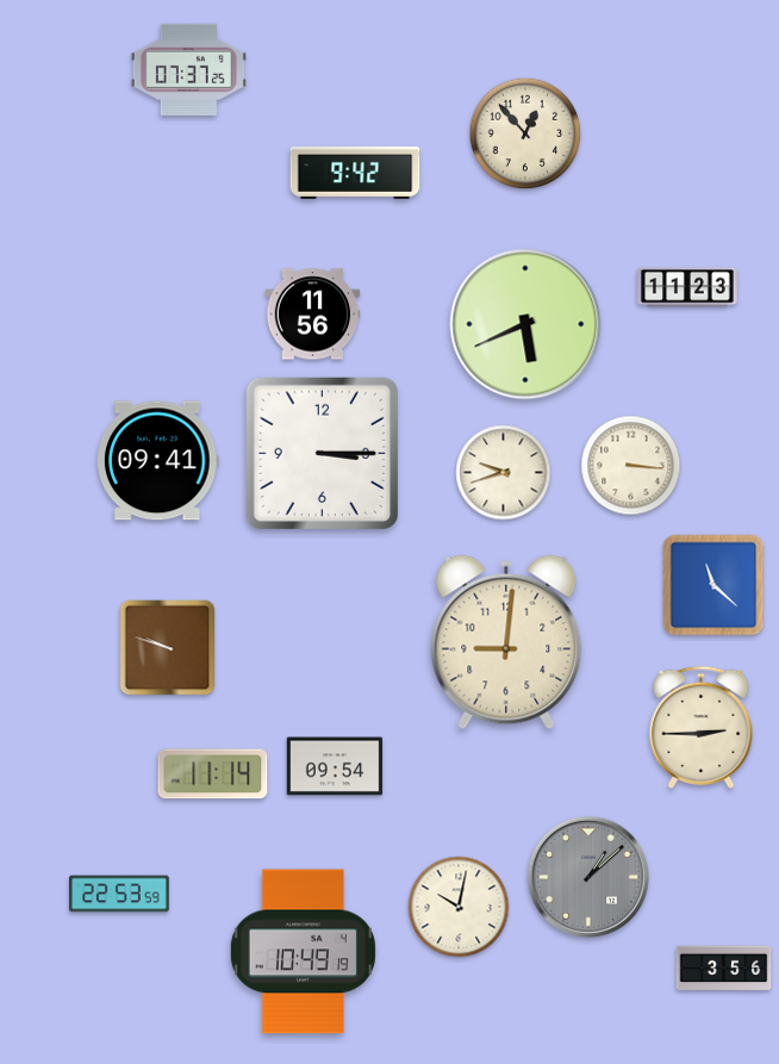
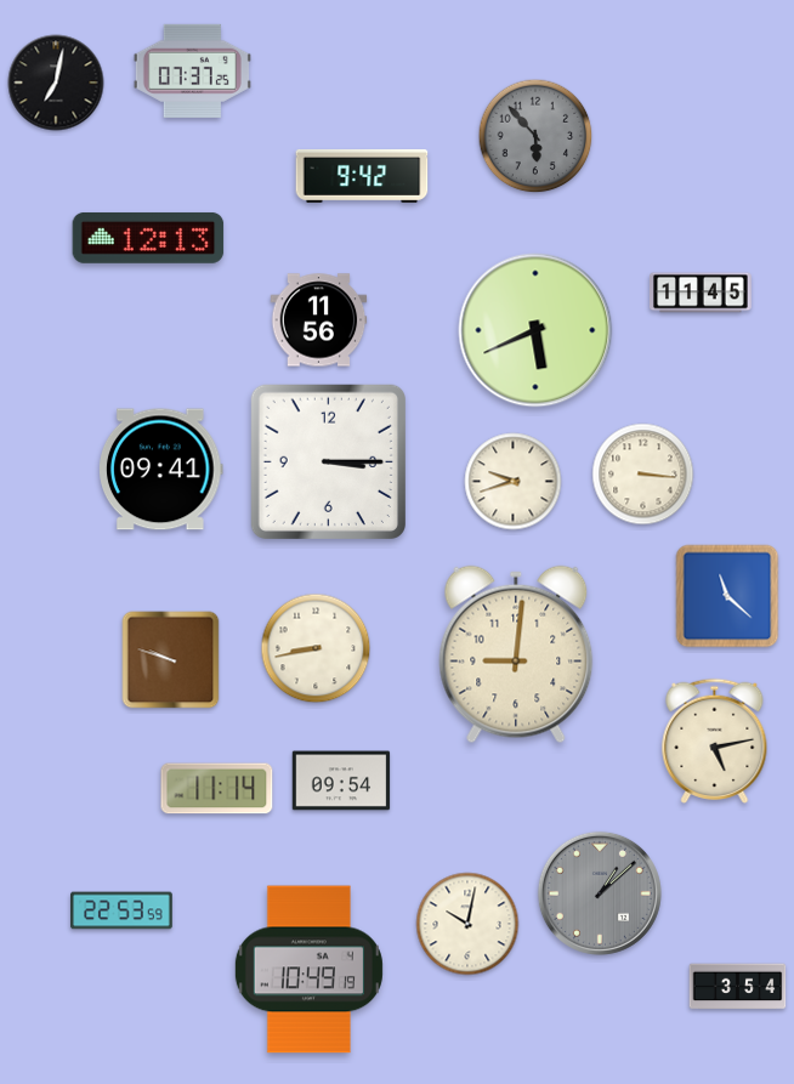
clock at (56, 83): none -> 7:02
clock at (525, 133): 12:53 -> 5:53
clock at (525, 133) dial: cream -> grey
clock at (148, 238): none -> 12:13
clock at (688, 287): 11:23 -> 11:45
clock at (316, 648): none -> 8:43
clock at (702, 727): 2:45 -> 5:13
clock at (724, 969): 3:56 -> 3:54
